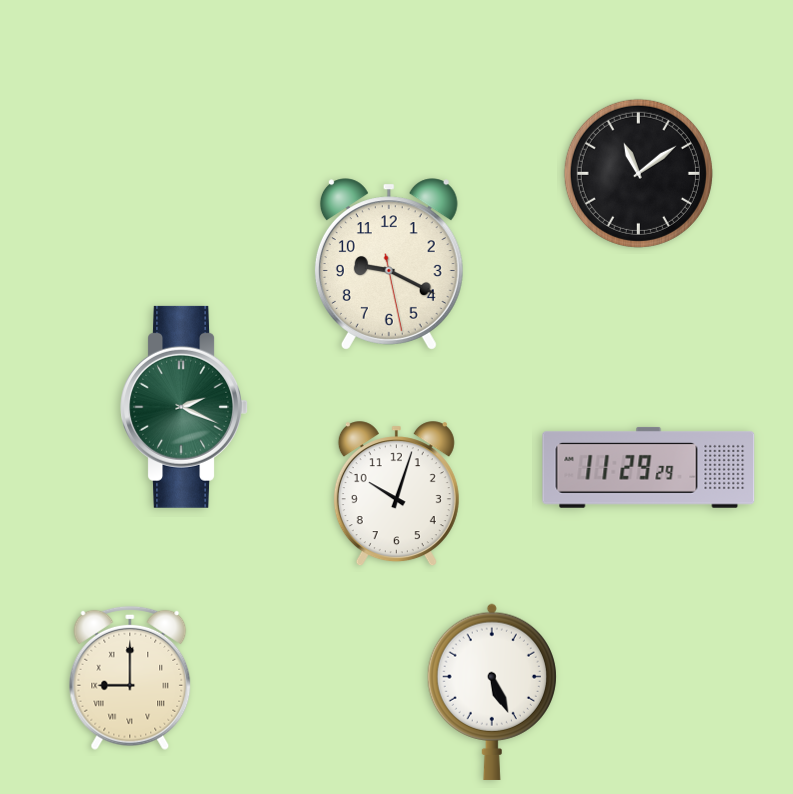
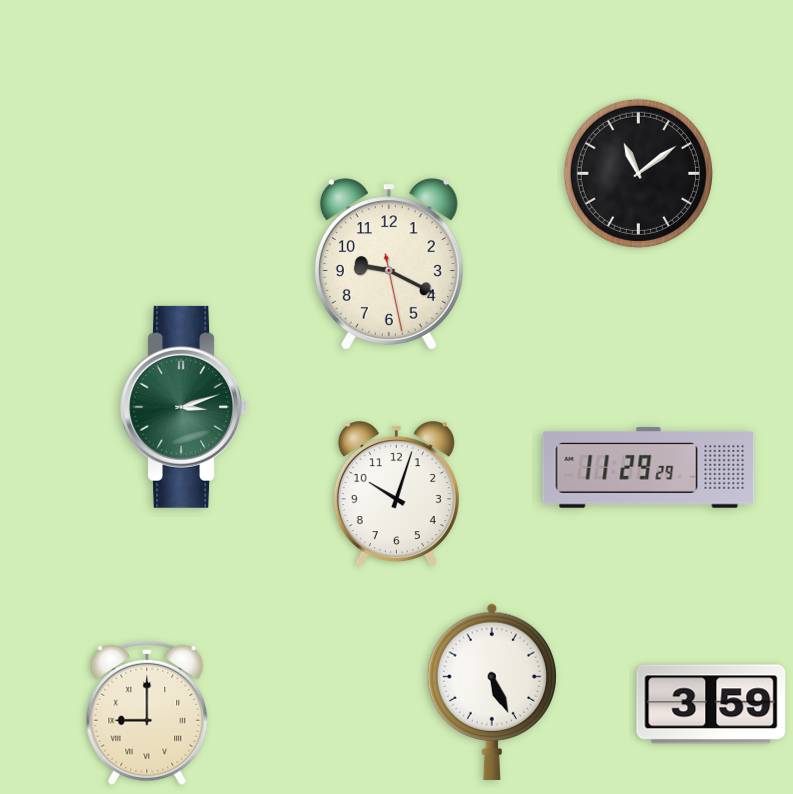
clock at (184, 407): 2:19 -> 3:12
clock at (130, 678) position: (130, 678) -> (147, 713)
clock at (711, 704): none -> 3:59
